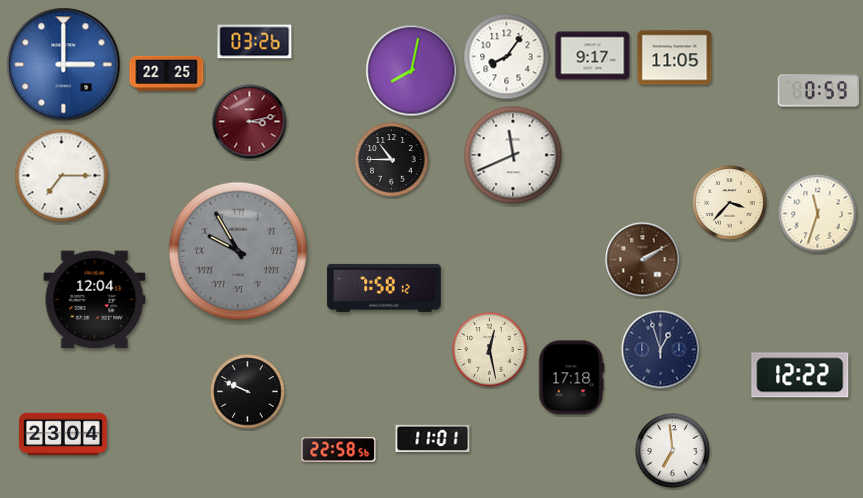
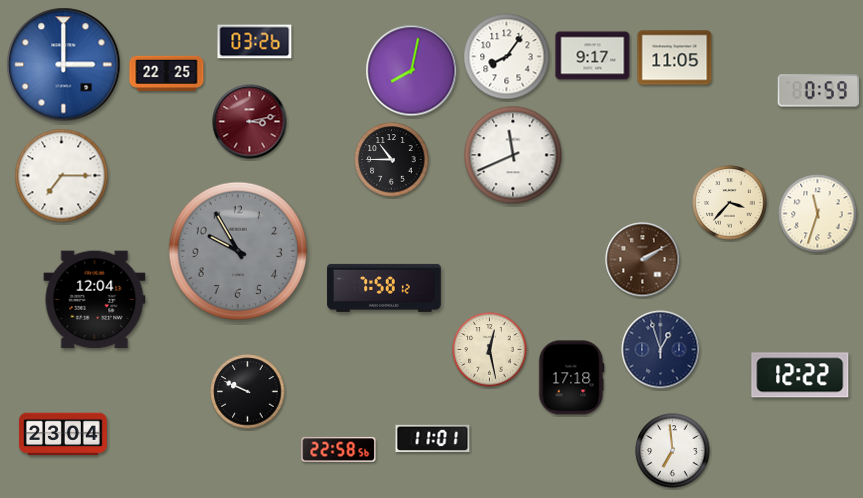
clock at (237, 250) numerals: Roman -> Arabic
